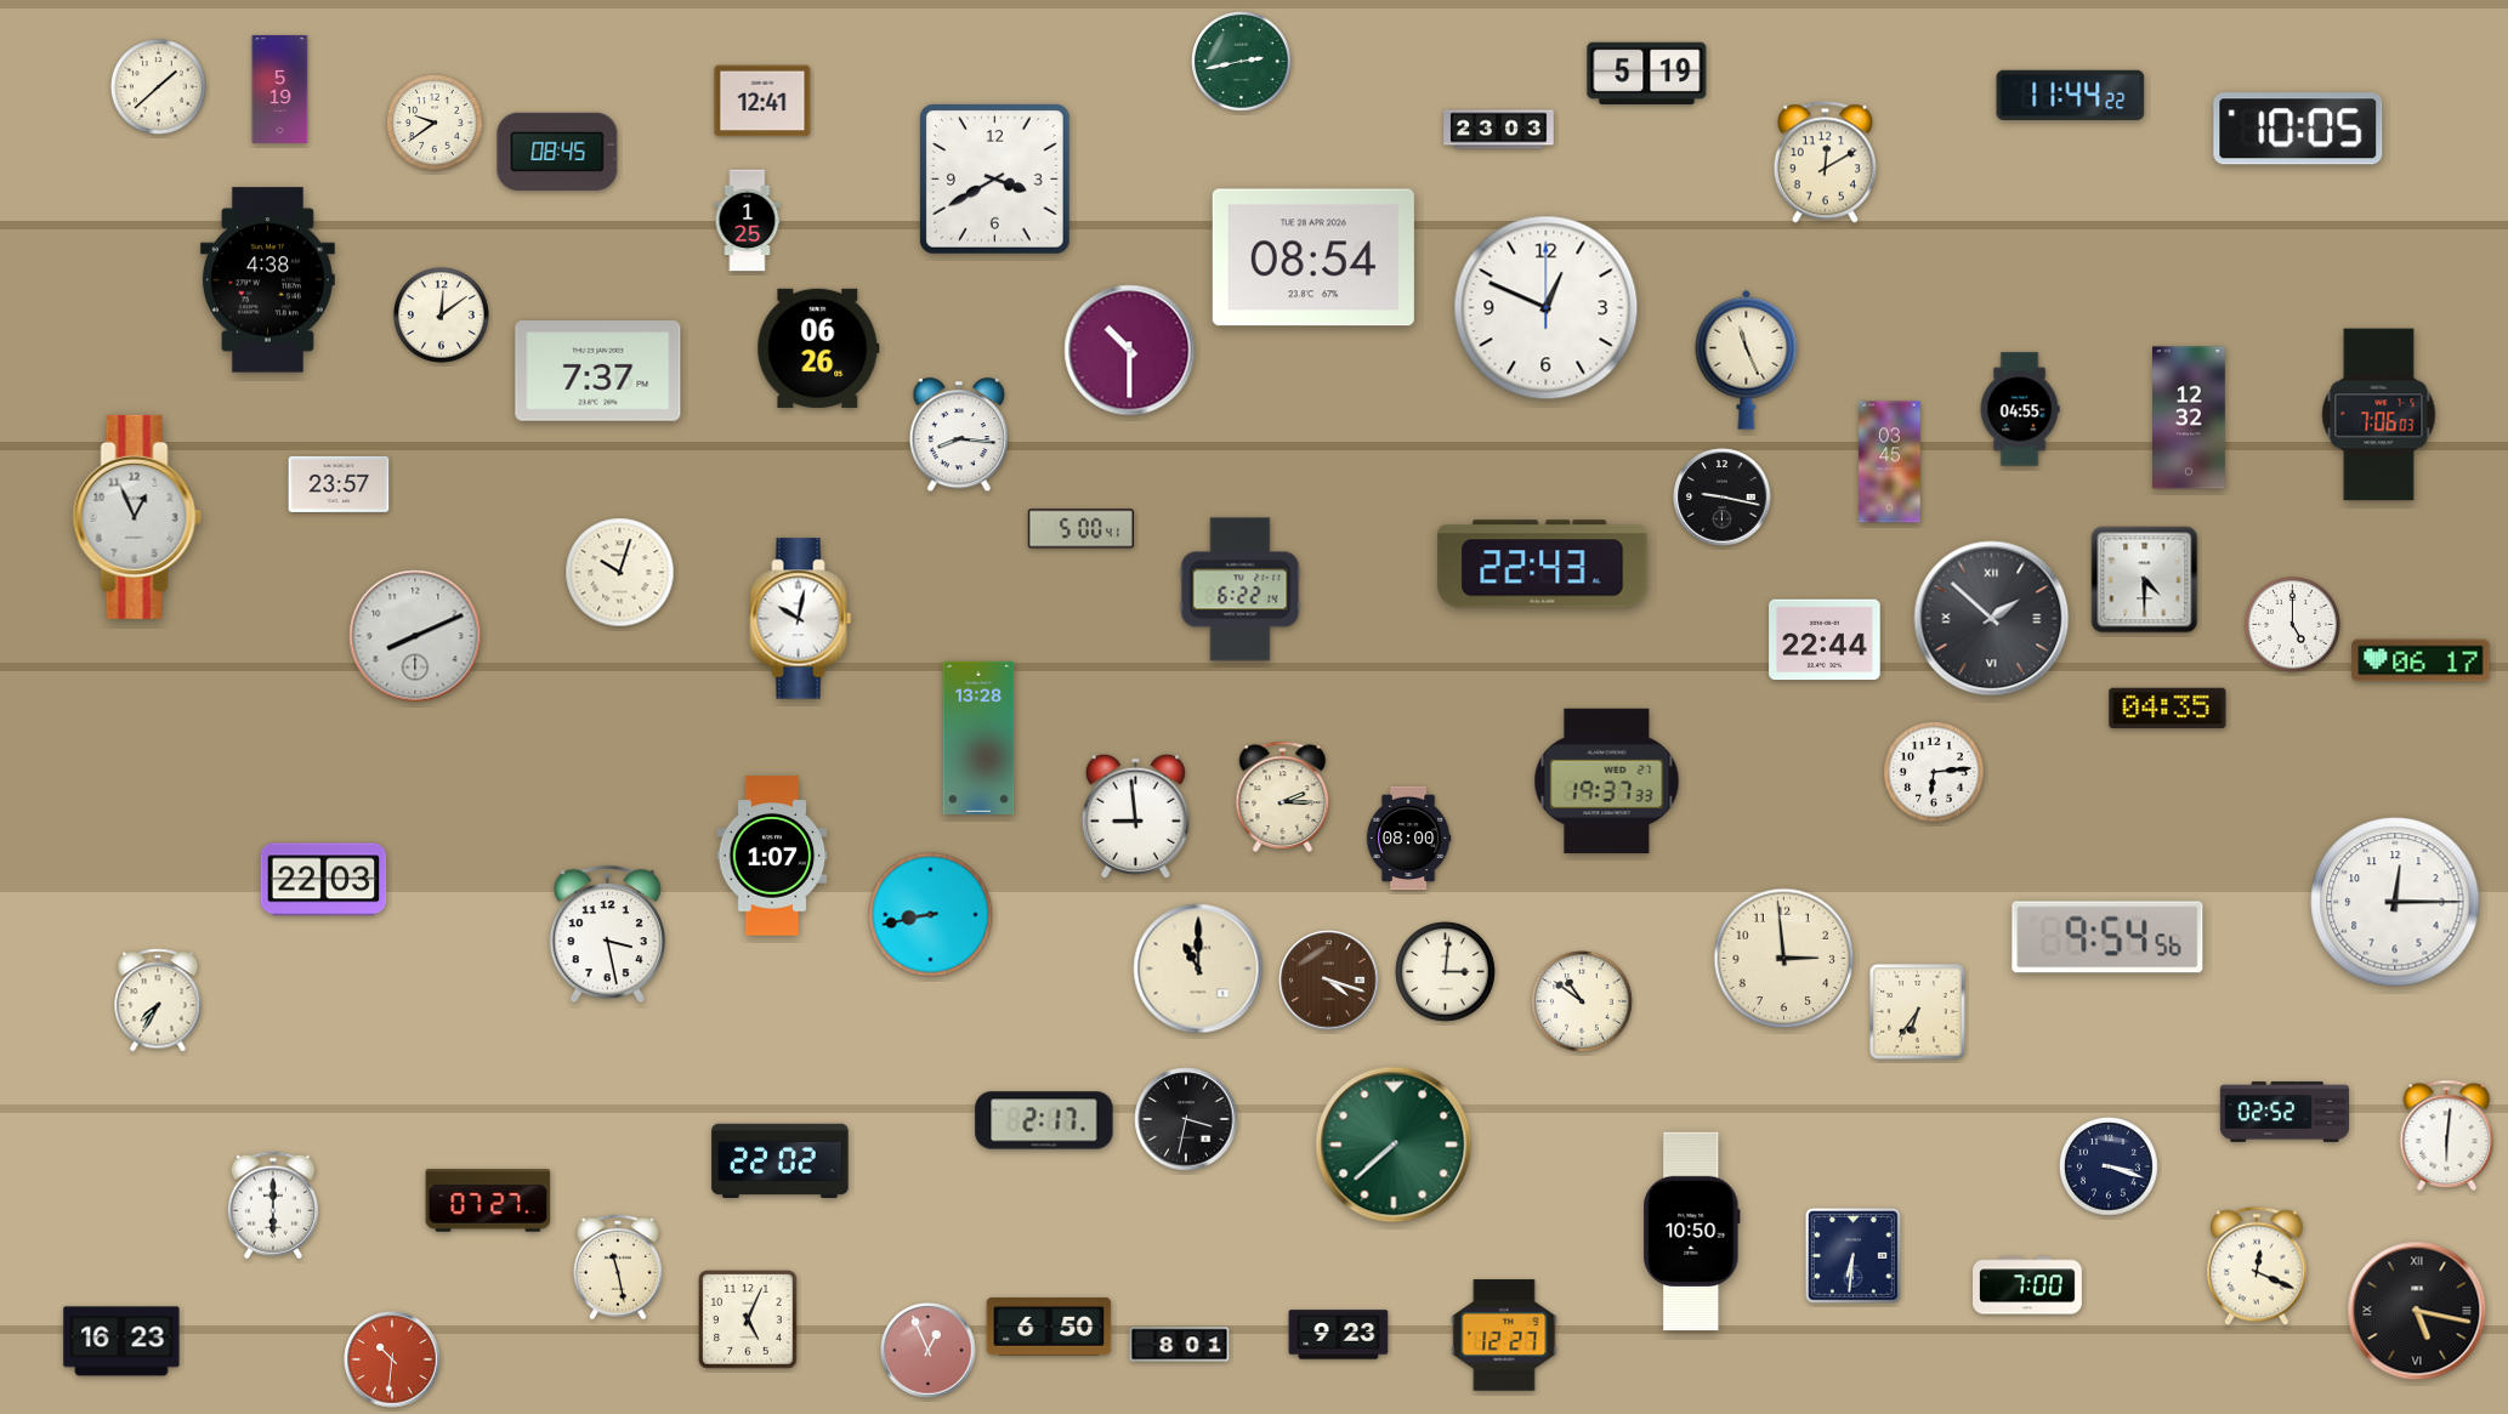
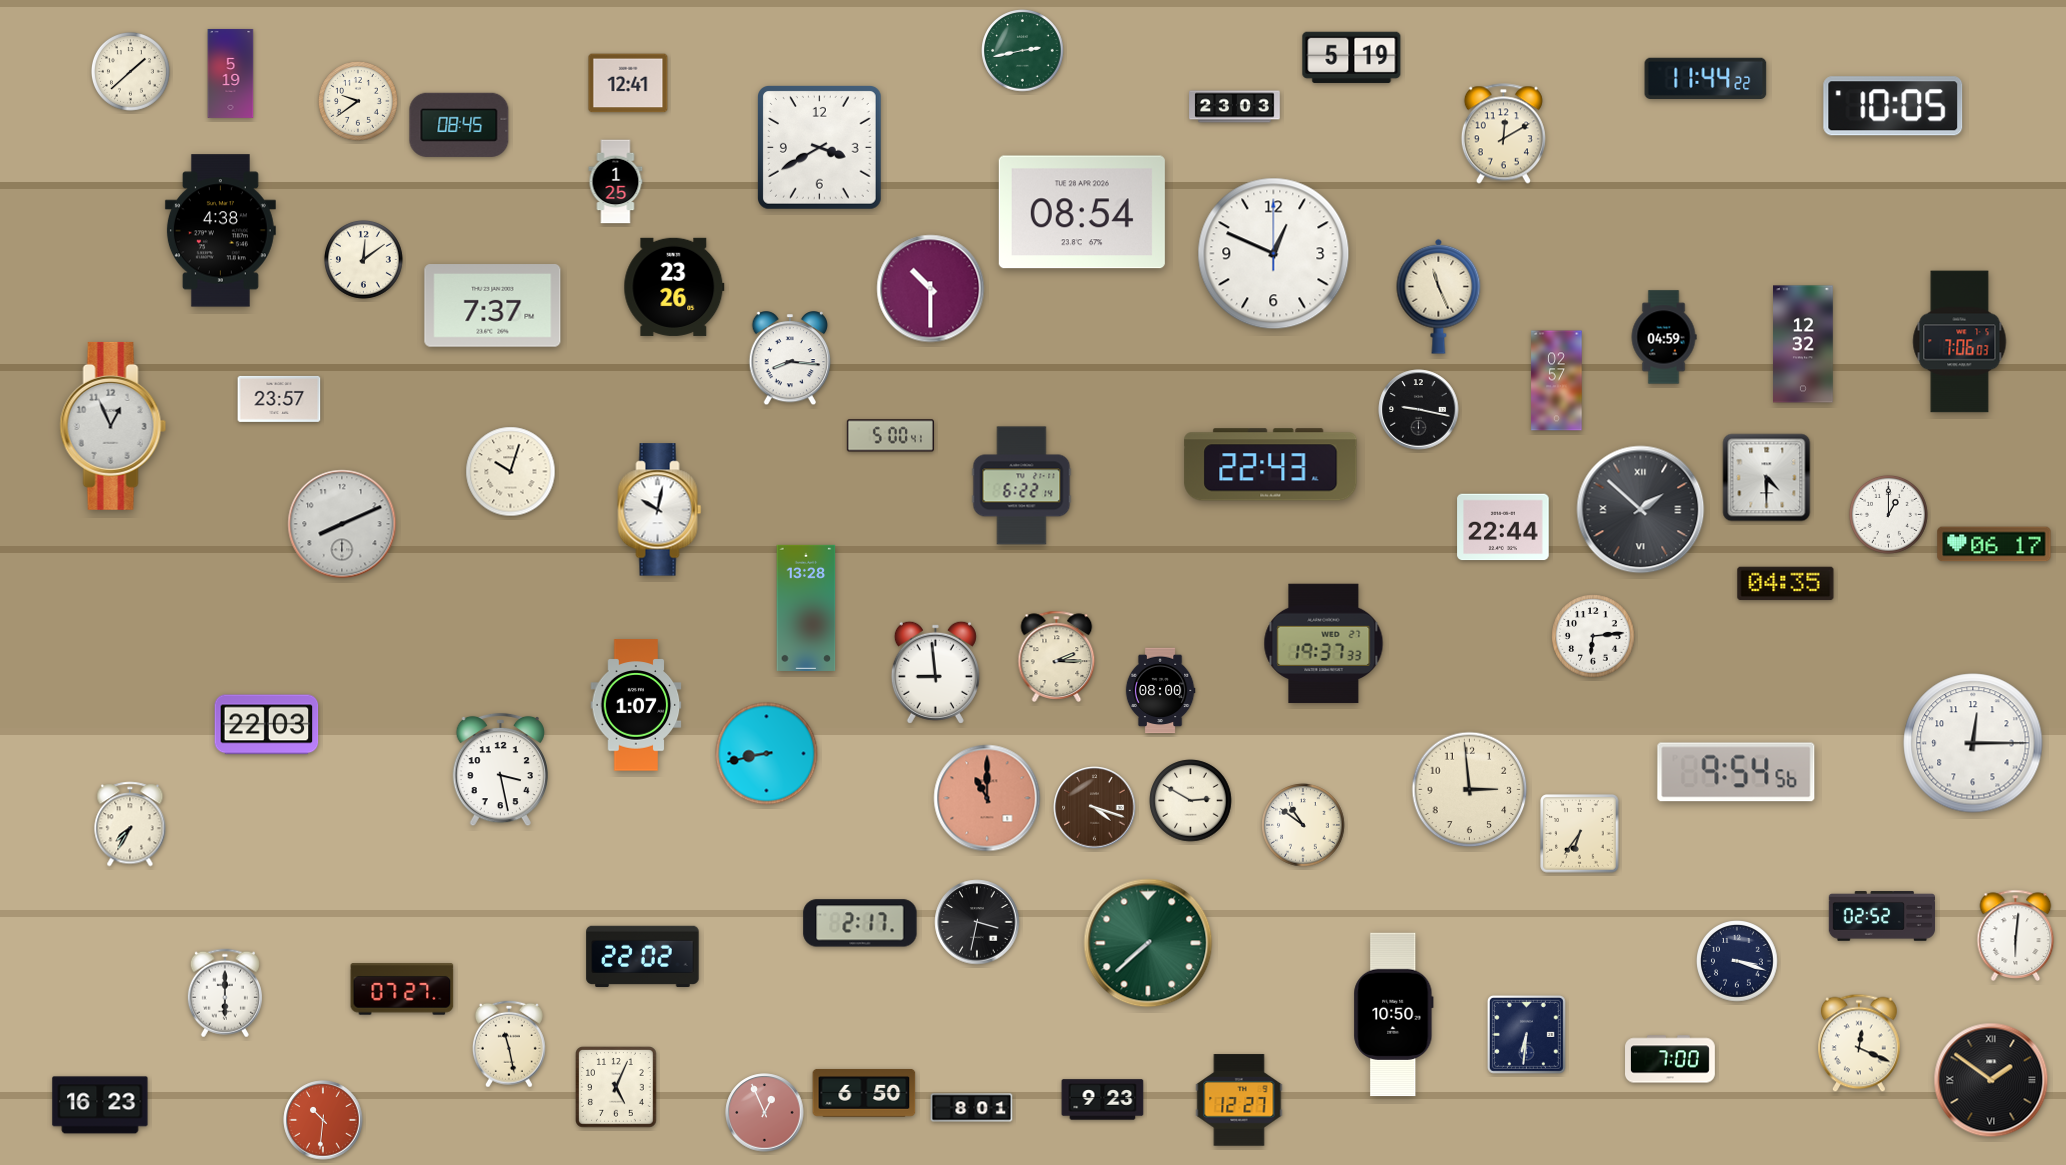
clock at (1647, 73) position: (1647, 73) -> (1352, 57)
clock at (818, 348): 06:26 -> 23:26
clock at (2020, 409): 04:55 -> 04:59
clock at (1890, 462): 03:45 -> 02:57
clock at (2292, 624): 5:00 -> 1:00
clock at (1198, 969) dial: cream -> salmon
clock at (1446, 972): 3:01 -> 2:50
clock at (2417, 1311): 5:17 -> 1:51
